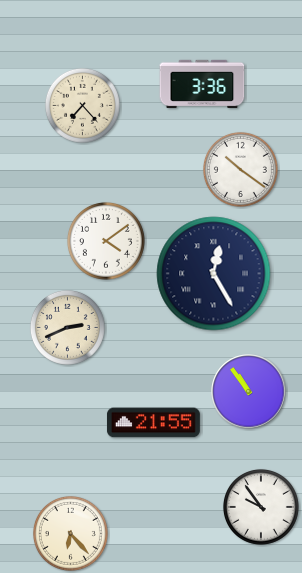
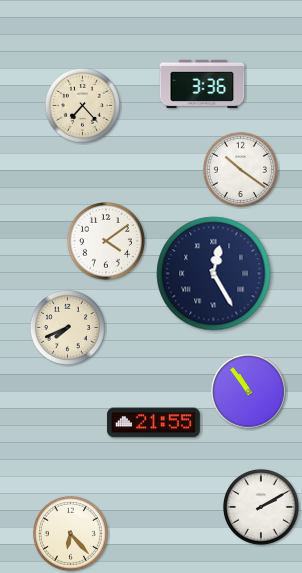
clock at (67, 327): 2:41 -> 7:41
clock at (261, 507): 9:54 -> 2:10
